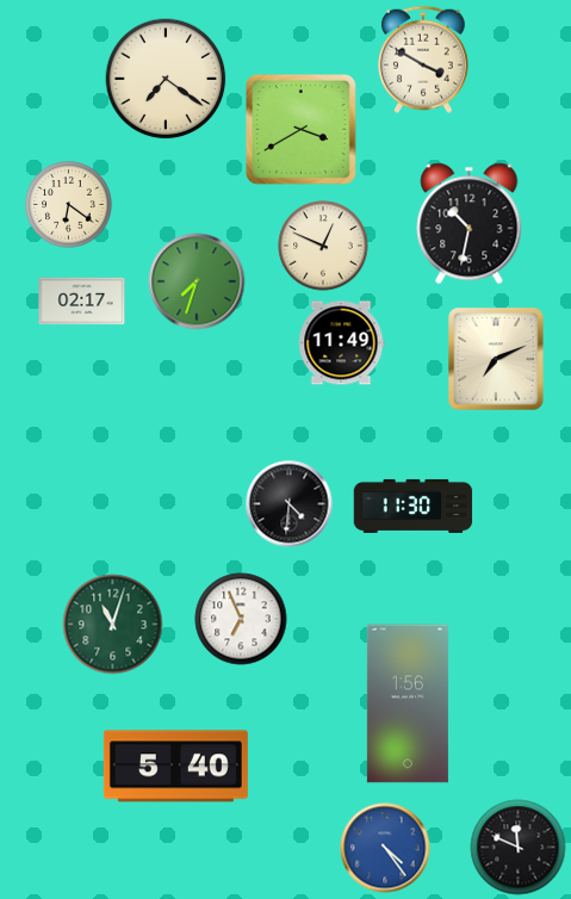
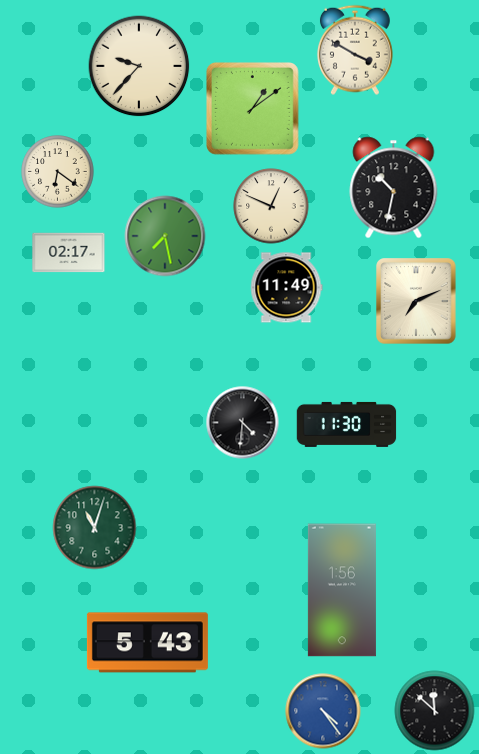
clock at (166, 79): 7:21 -> 9:37
clock at (302, 130): 3:40 -> 1:09
clock at (197, 281): 7:33 -> 7:28
clock at (241, 619): 6:56 -> none
clock at (113, 625) position: (113, 625) -> (95, 528)
clock at (175, 767): 5:40 -> 5:43
clock at (519, 848): 11:49 -> 11:52
